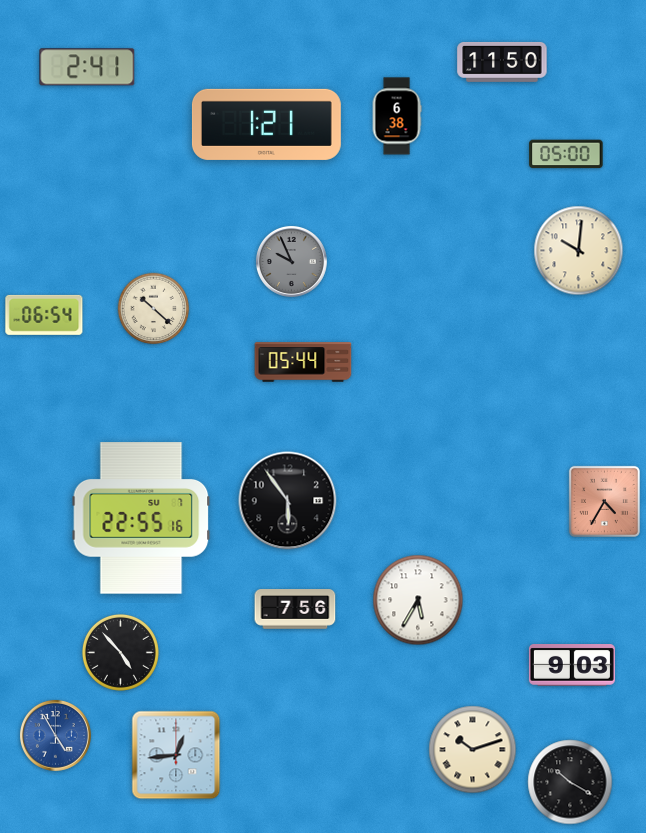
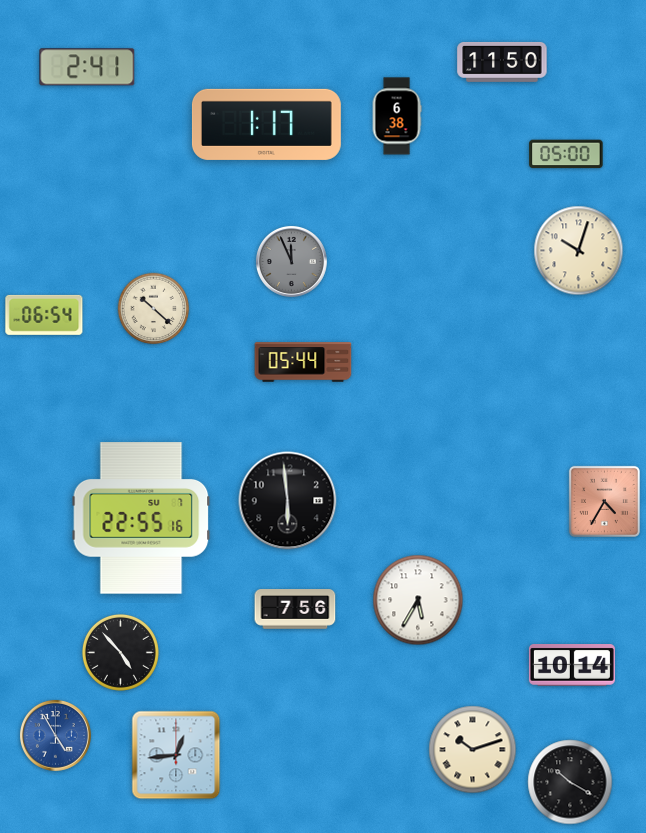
clock at (266, 124): 1:21 -> 1:17
clock at (579, 251): 10:01 -> 10:03
clock at (291, 261): 9:56 -> 11:56
clock at (288, 501): 5:54 -> 5:59
clock at (572, 666): 9:03 -> 10:14
